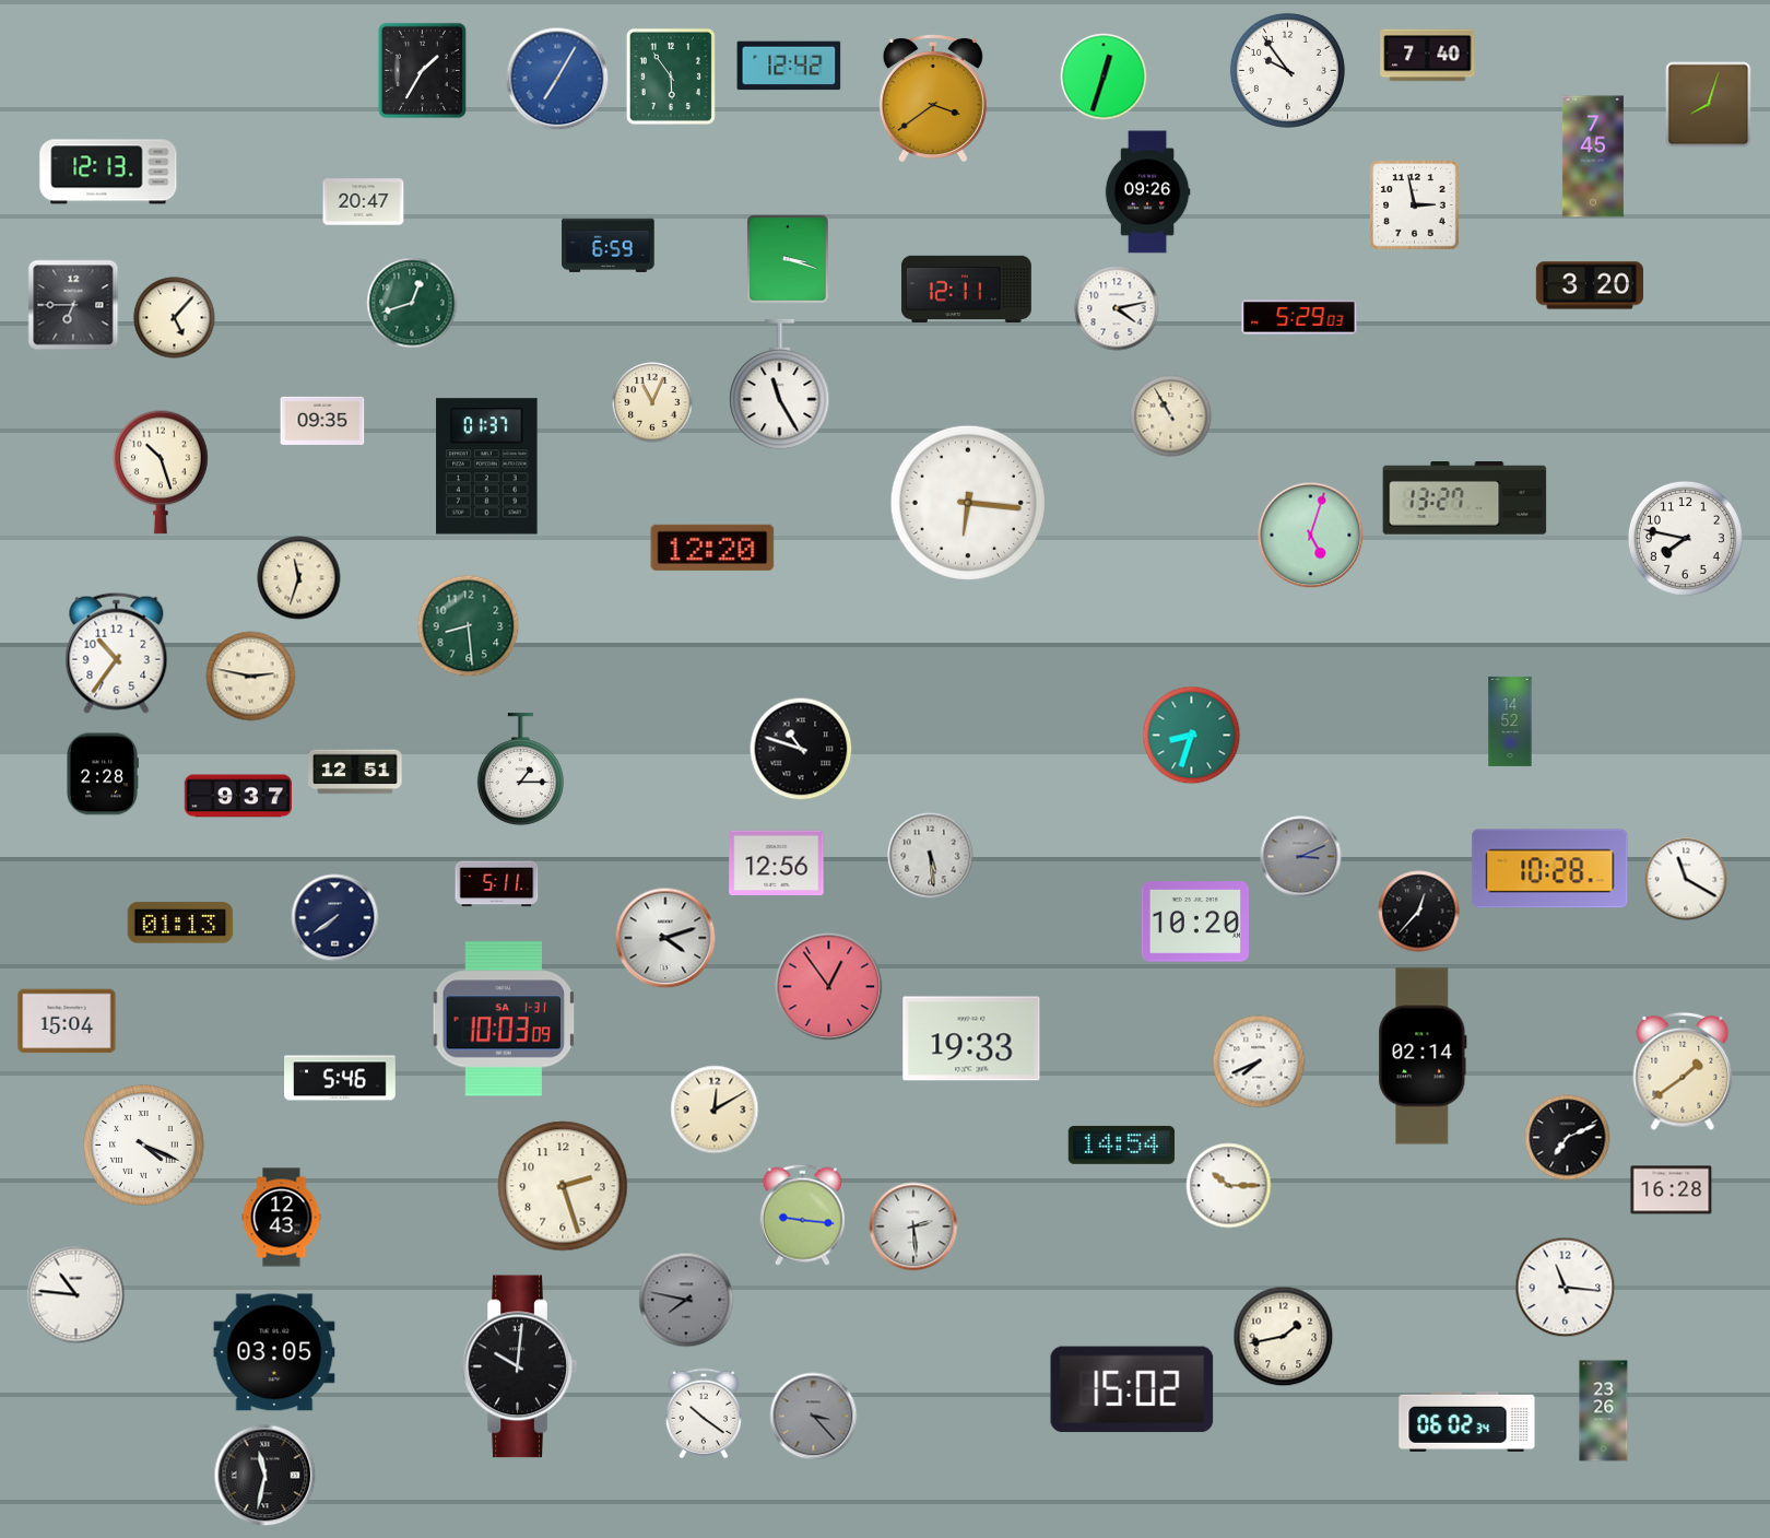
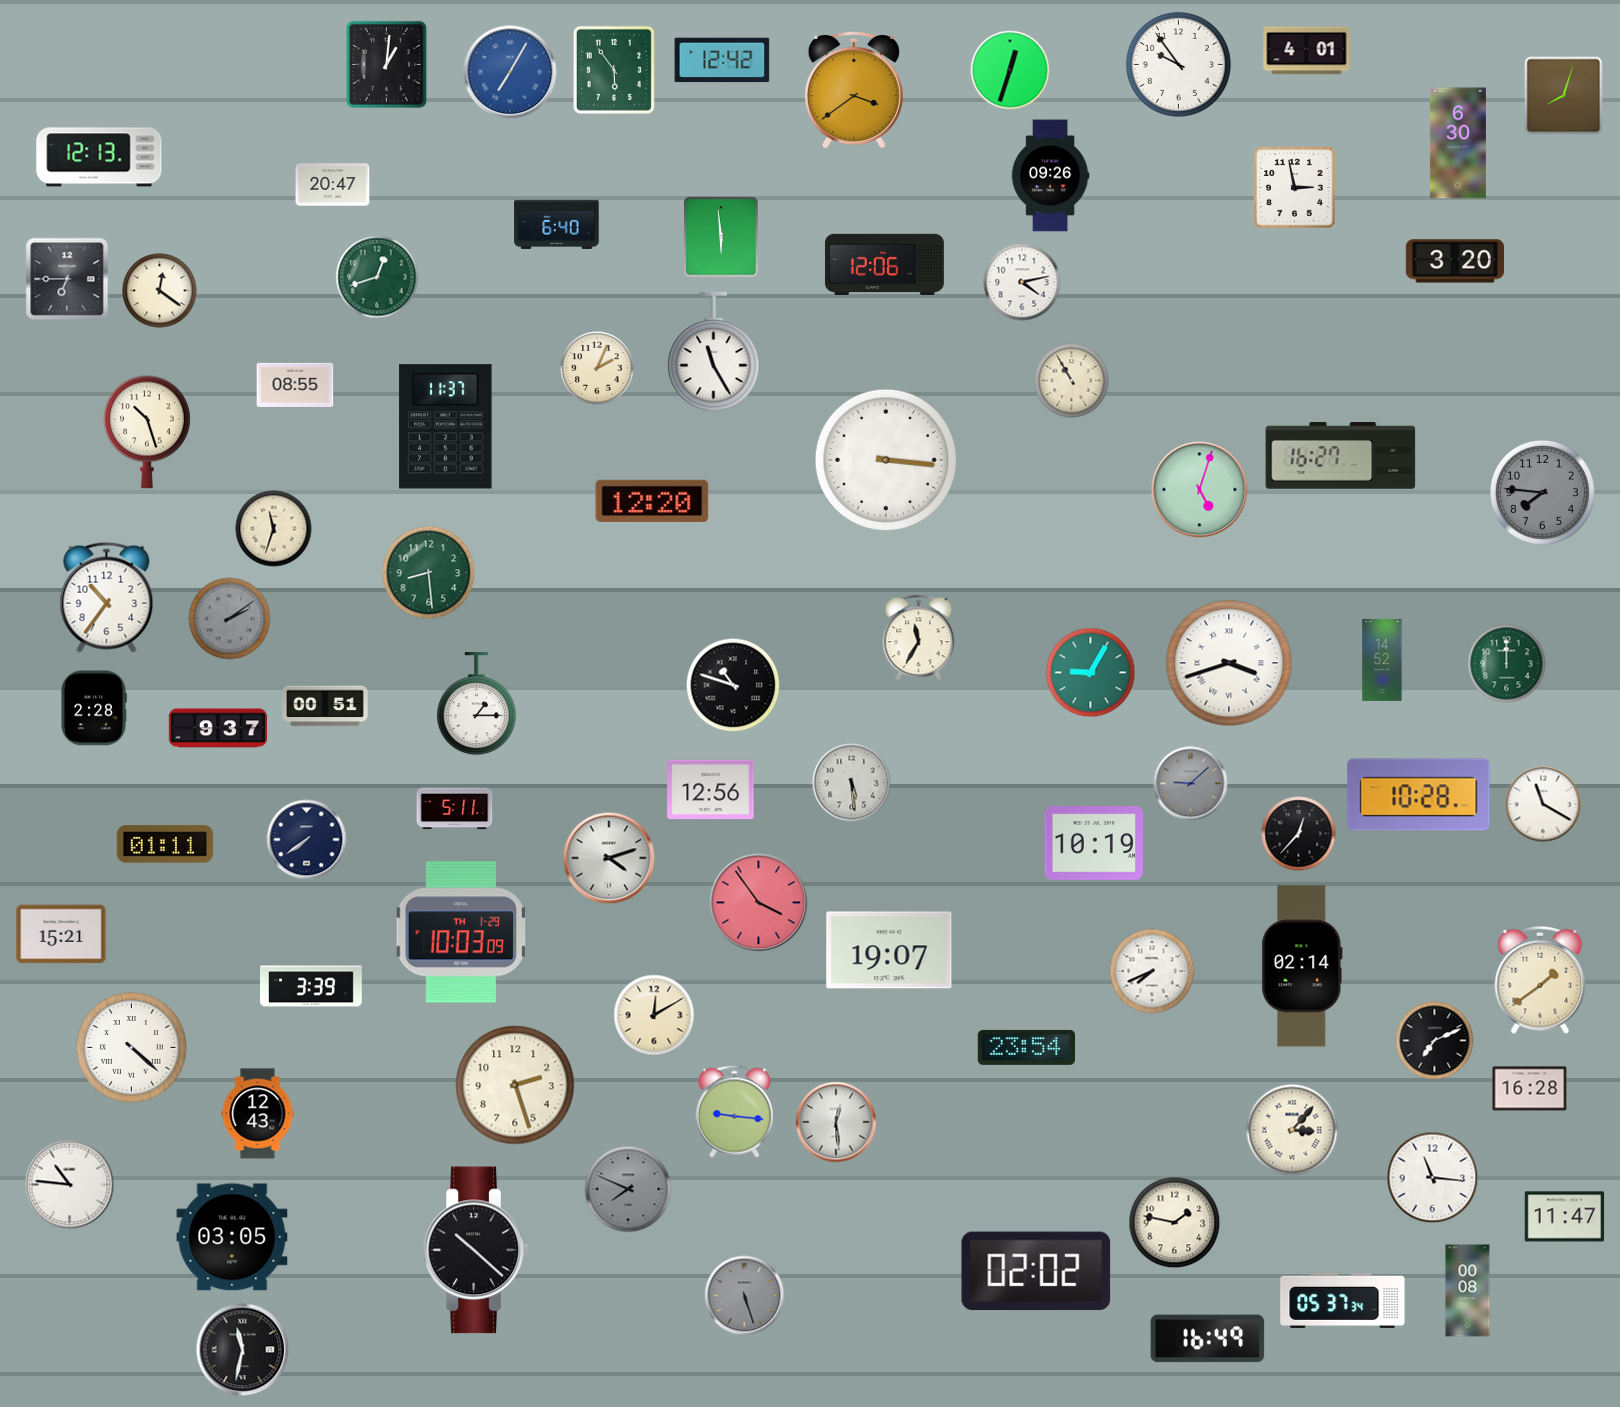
clock at (1428, 56): 7:40 -> 4:01
clock at (422, 70): 1:35 -> 1:01
clock at (1593, 156): 7:45 -> 6:30
clock at (609, 245): 6:59 -> 6:40
clock at (788, 259): 3:18 -> 5:59
clock at (966, 289): 12:11 -> 12:06
clock at (1299, 317): 5:29 -> none
clock at (175, 318): 5:07 -> 12:21
clock at (652, 402): 11:04 -> 2:04
clock at (322, 421): 09:35 -> 08:55
clock at (487, 467): 01:37 -> 11:37
clock at (1465, 498): 13:27 -> 16:27
clock at (968, 503): 6:16 -> 3:16
clock at (1685, 538): 7:47 -> 7:46
clock at (1685, 538) dial: white -> grey
clock at (251, 677): 2:47 -> 2:09
clock at (251, 677) dial: cream -> grey
clock at (919, 638): none -> 11:35
clock at (1229, 663): none -> 3:42
clock at (1507, 664): none -> 12:00
clock at (1192, 736): 8:33 -> 9:05
clock at (355, 772): 12:51 -> 00:51
clock at (1301, 857): 3:11 -> 9:08
clock at (1195, 921): 10:20 -> 10:19
clock at (180, 923): 01:13 -> 01:11
clock at (829, 987): 12:54 -> 3:54
clock at (503, 1019) date: SA 1-31 -> TH 1-29
clock at (67, 1021): 15:04 -> 15:21
clock at (971, 1038): 19:33 -> 19:07
clock at (340, 1078): 5:46 -> 3:39
clock at (1122, 1144): 14:54 -> 23:54
clock at (144, 1146): 4:19 -> 4:22
clock at (1229, 1186): 10:15 -> none
clock at (913, 1226): 2:29 -> 12:29
clock at (1292, 1130): none -> 3:07
clock at (686, 1300): 7:47 -> 7:49
clock at (1565, 1217): none -> 11:47
clock at (1284, 1337): 1:43 -> 1:47
clock at (274, 1352) position: (274, 1352) -> (232, 1237)
clock at (520, 1366): 10:01 -> 10:22
clock at (1132, 1389): 15:02 -> 02:02
clock at (1604, 1411): 23:26 -> 00:08
clock at (704, 1413): 10:21 -> none
clock at (814, 1417): 3:23 -> 5:27
clock at (1467, 1421): 06:02 -> 05:37
clock at (1208, 1339): none -> 16:49
